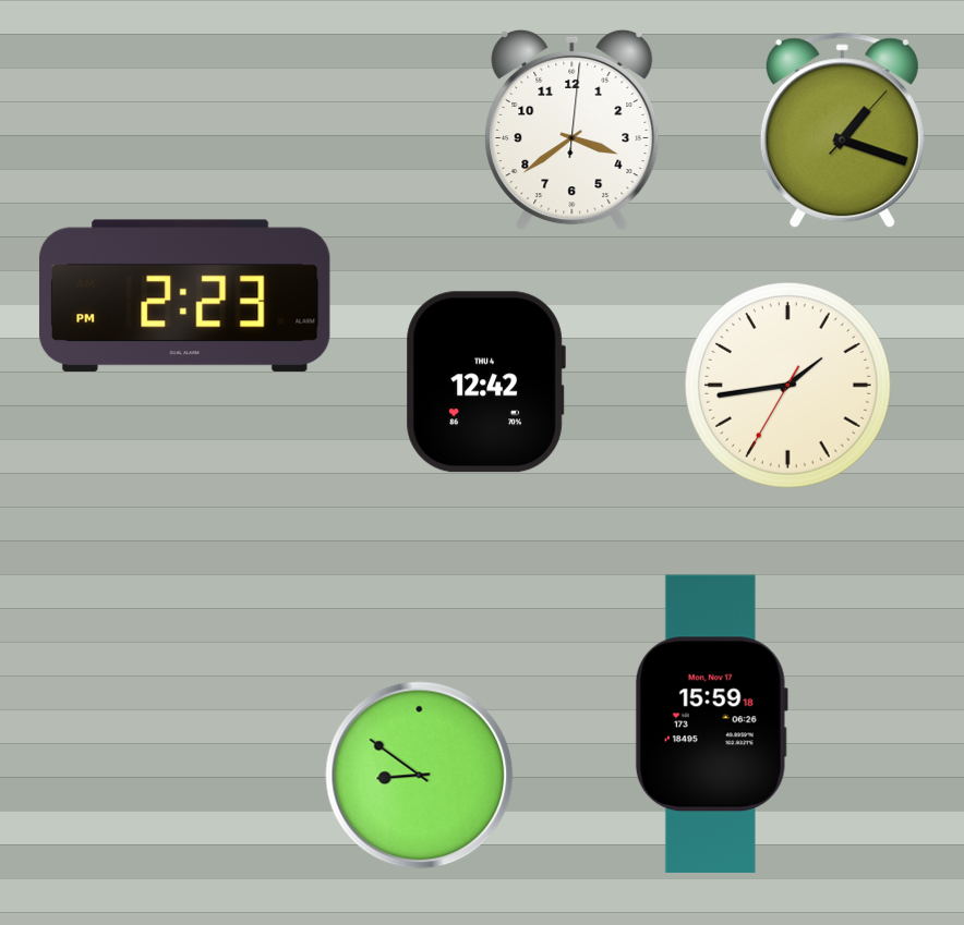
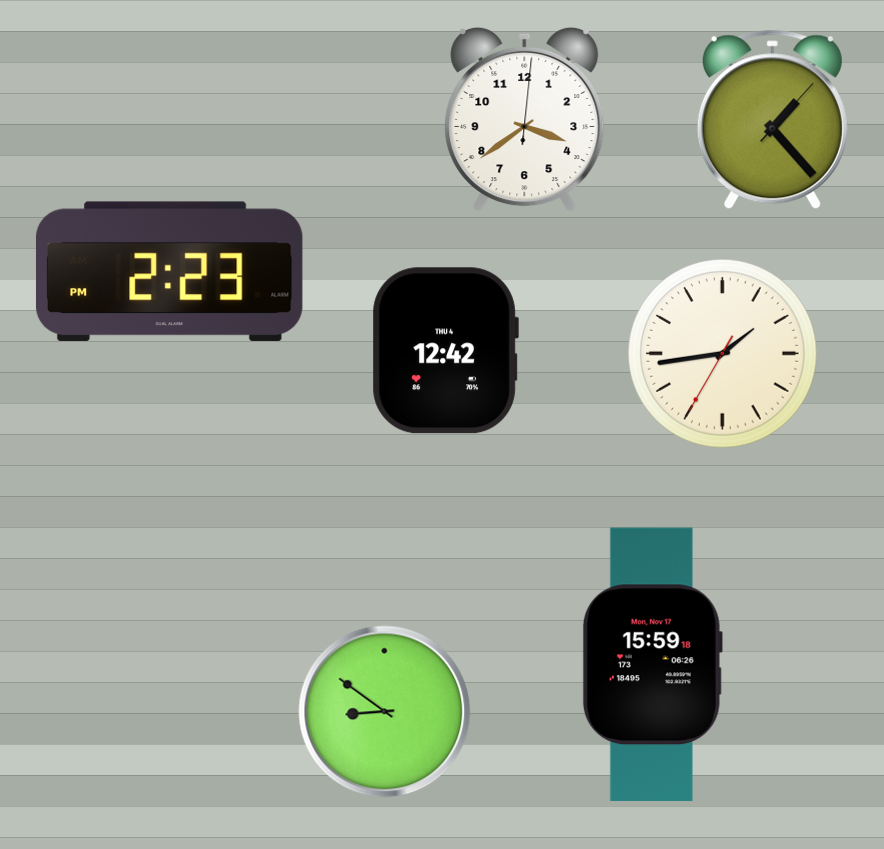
clock at (842, 131): 1:18 -> 1:23
